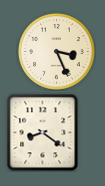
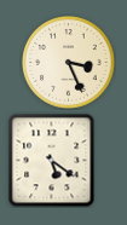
clock at (43, 132): 8:21 -> 5:21
